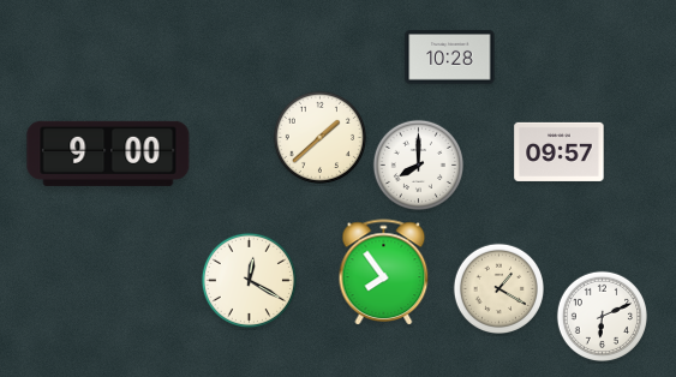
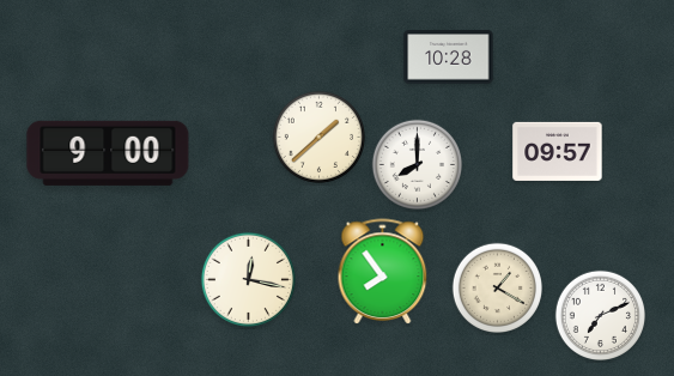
clock at (249, 280): 12:20 -> 12:17
clock at (602, 316): 6:11 -> 7:11
